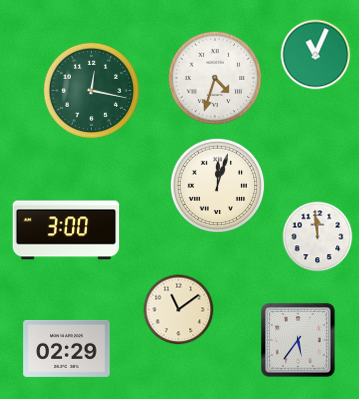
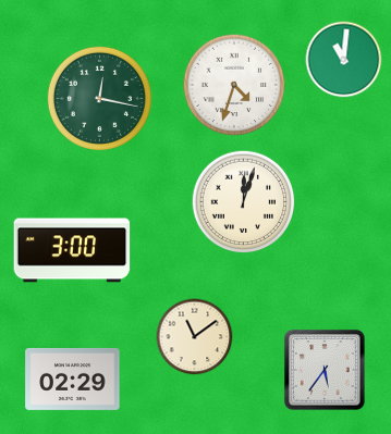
clock at (316, 55): 11:04 -> 11:01
clock at (218, 186) position: (218, 186) -> (244, 202)
clock at (318, 237): 11:59 -> none
